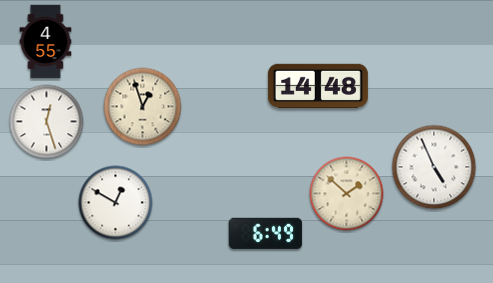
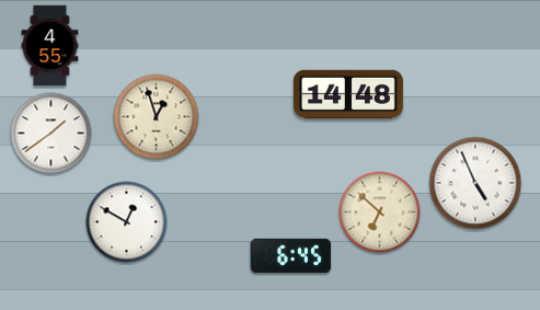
clock at (47, 122): 12:27 -> 1:39
clock at (347, 194): 1:52 -> 6:52
clock at (266, 233): 6:49 -> 6:45
